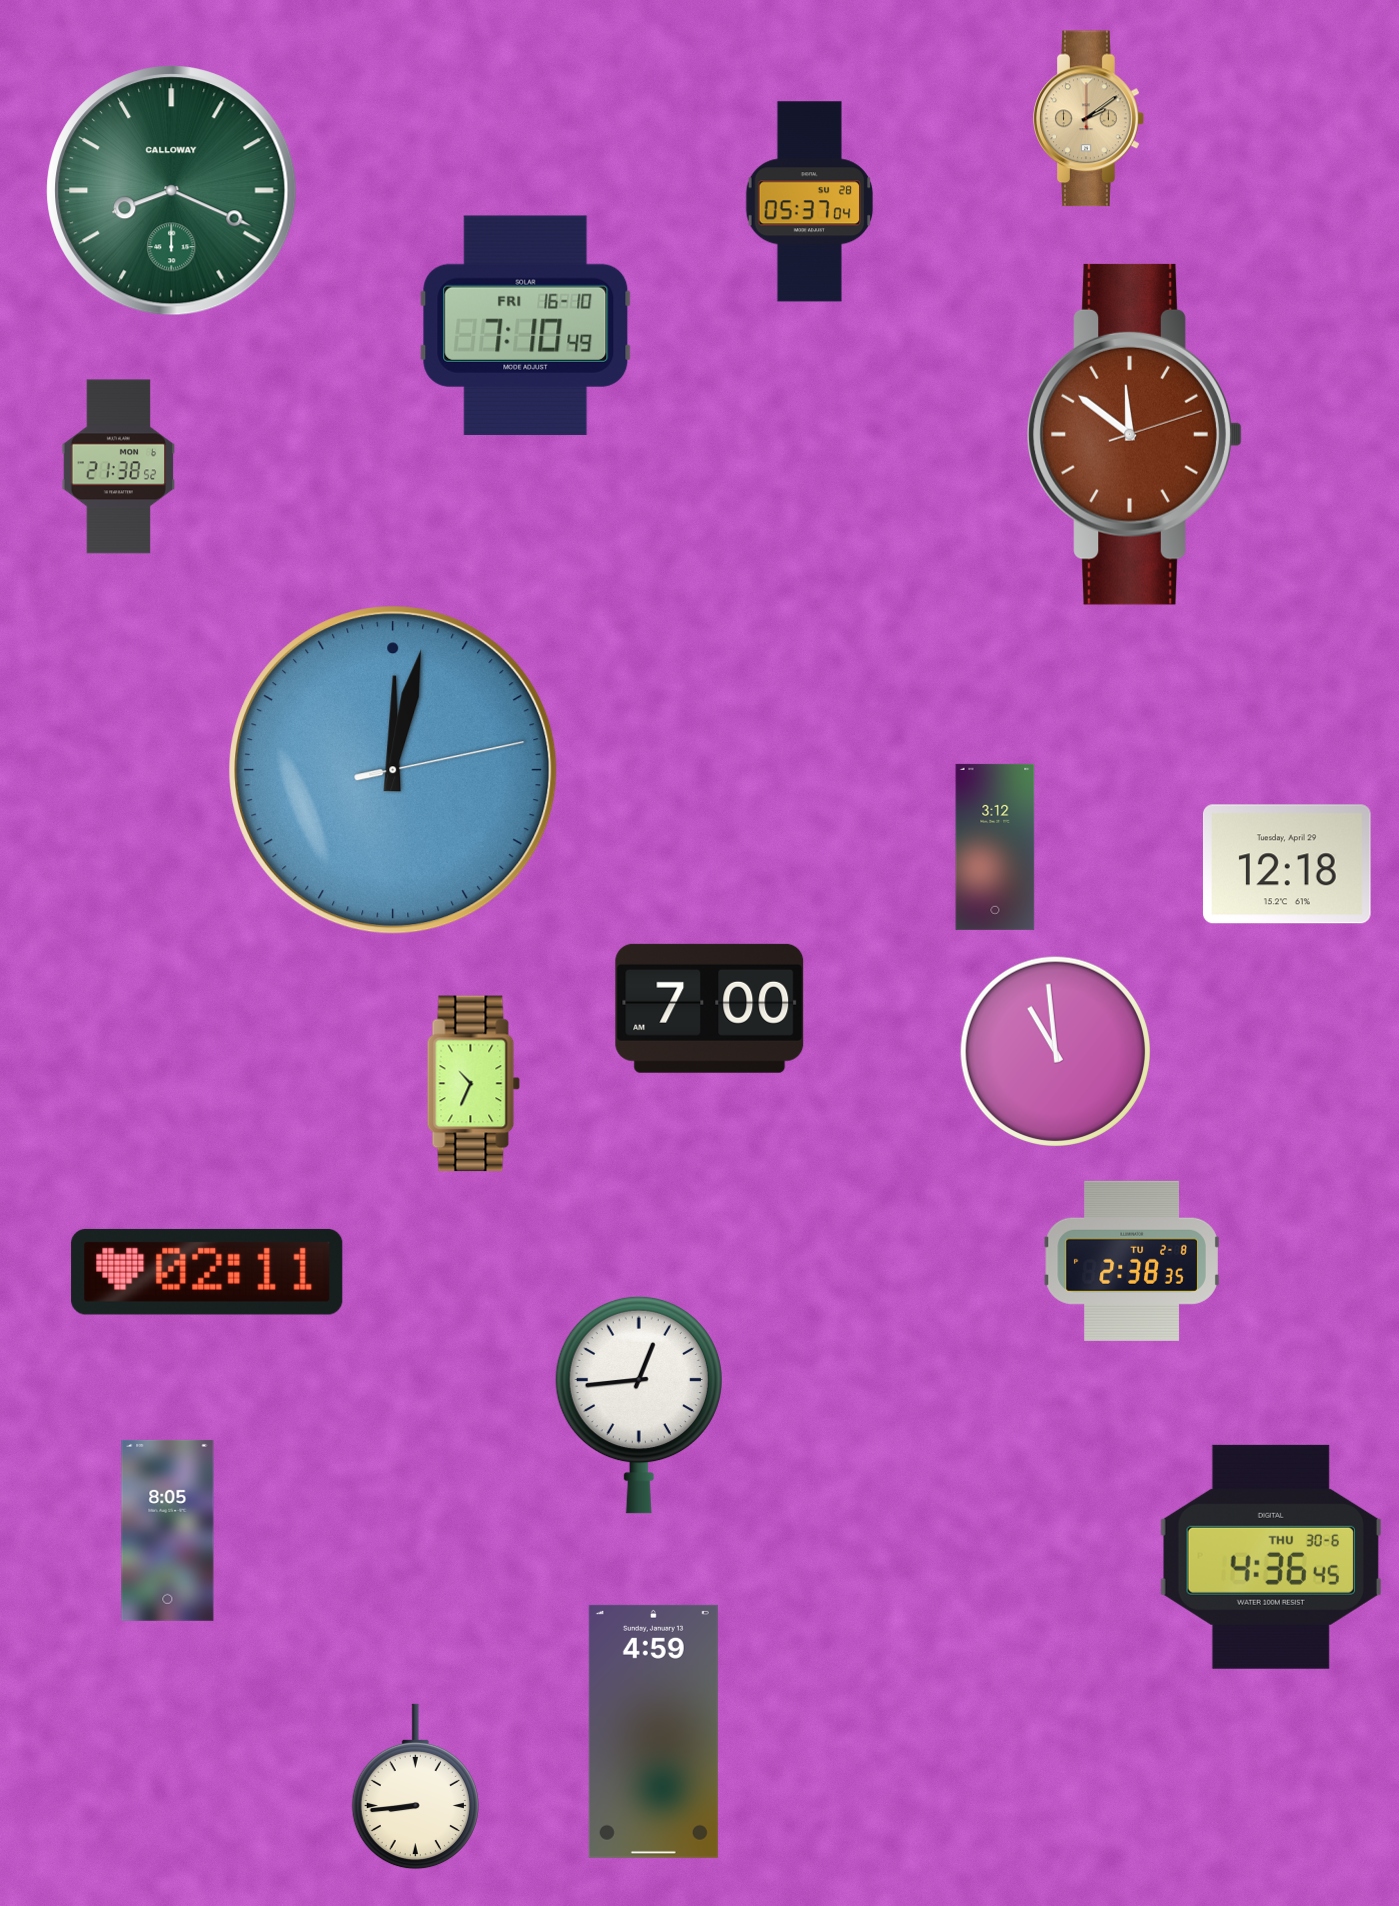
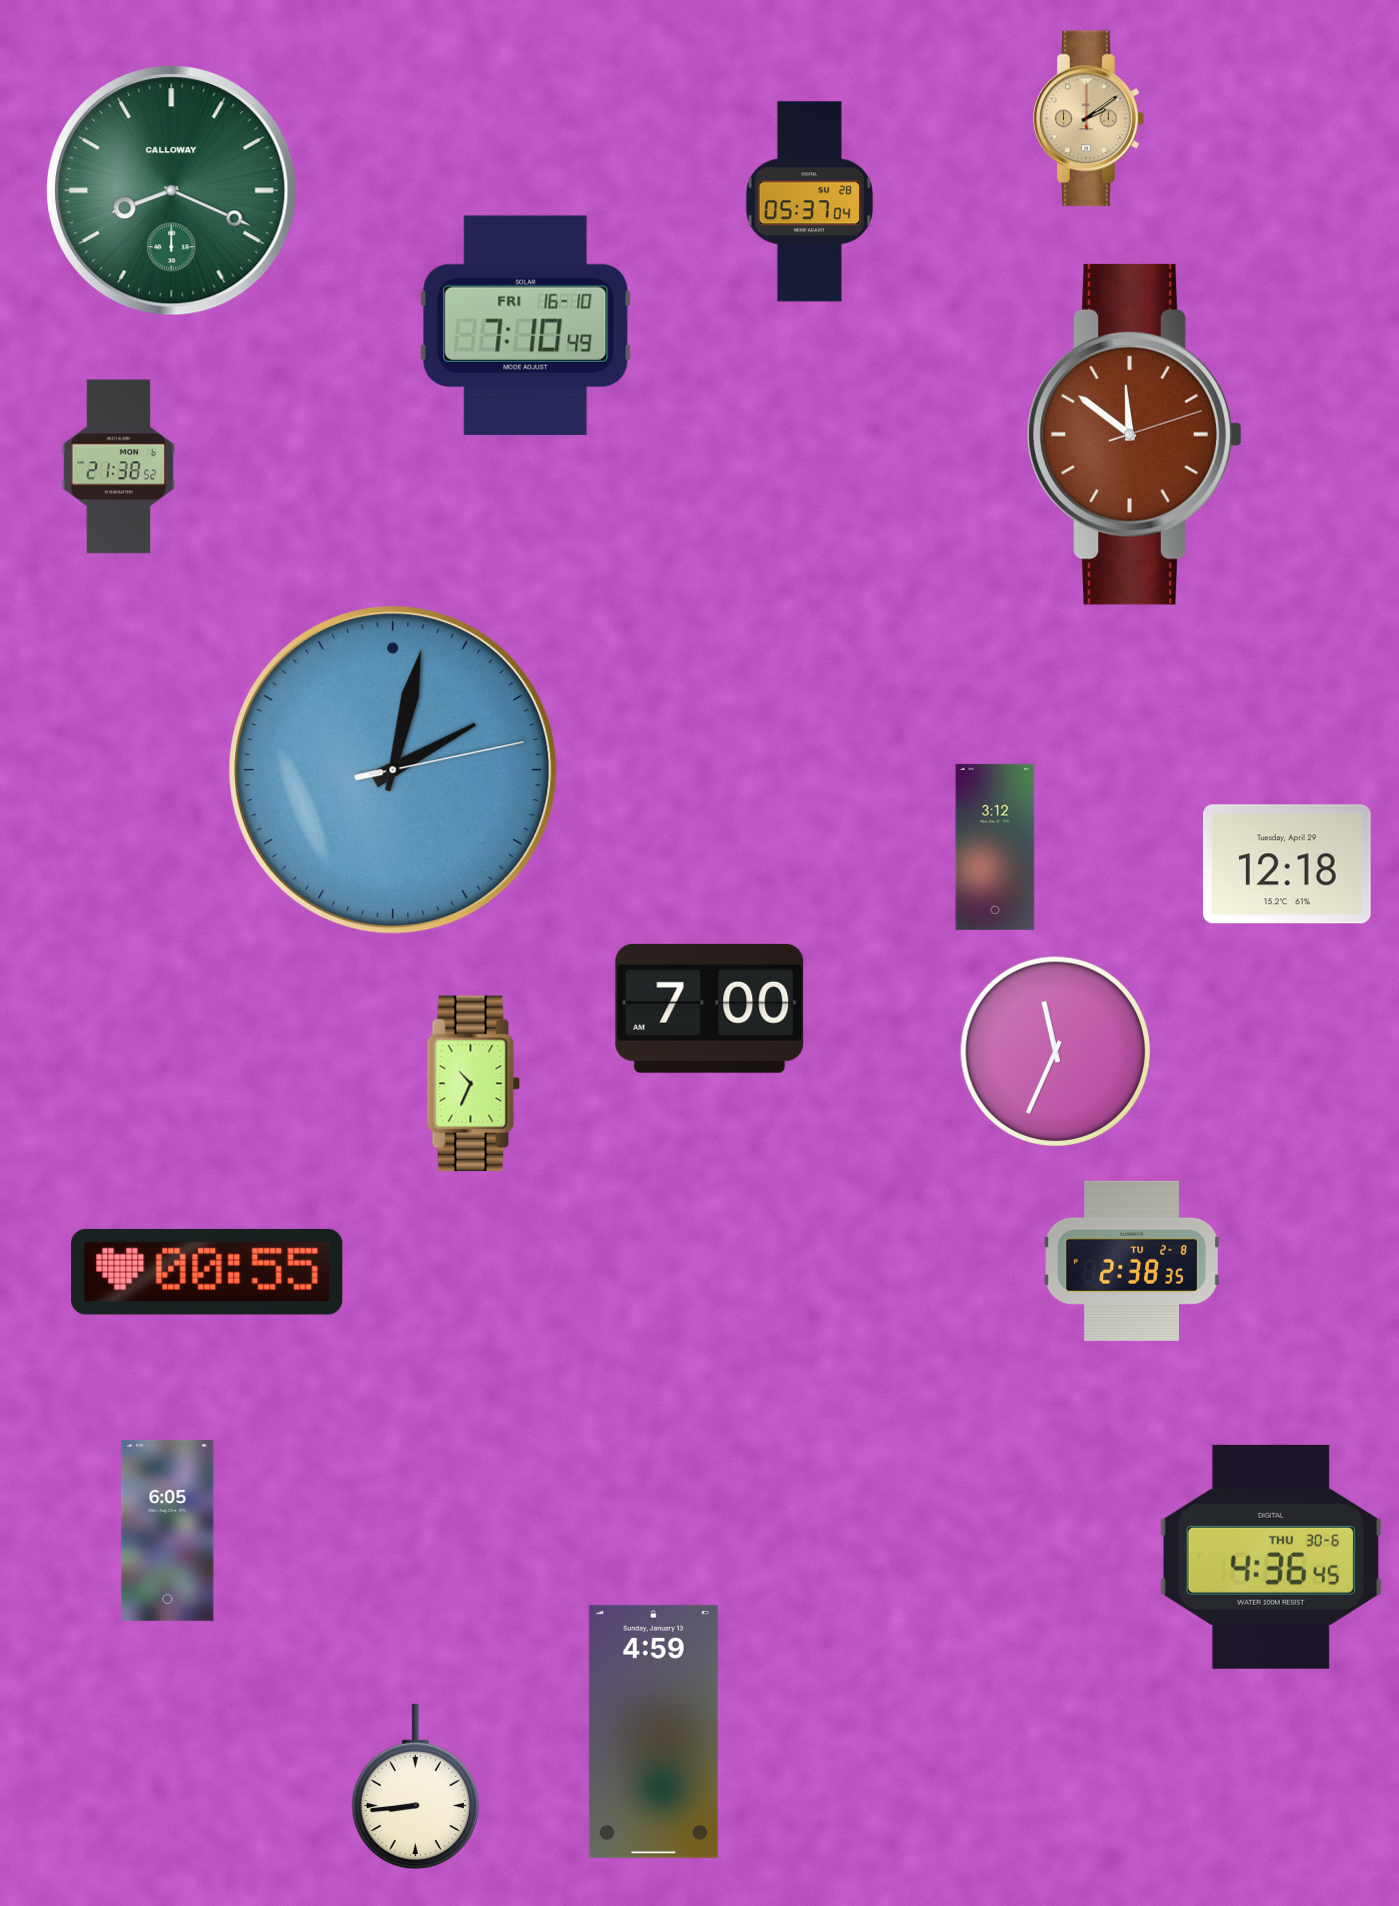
clock at (393, 770): 12:02 -> 2:02
clock at (1055, 1051): 10:59 -> 11:34
clock at (207, 1272): 02:11 -> 00:55
clock at (639, 1405): 12:44 -> none
clock at (168, 1530): 8:05 -> 6:05
